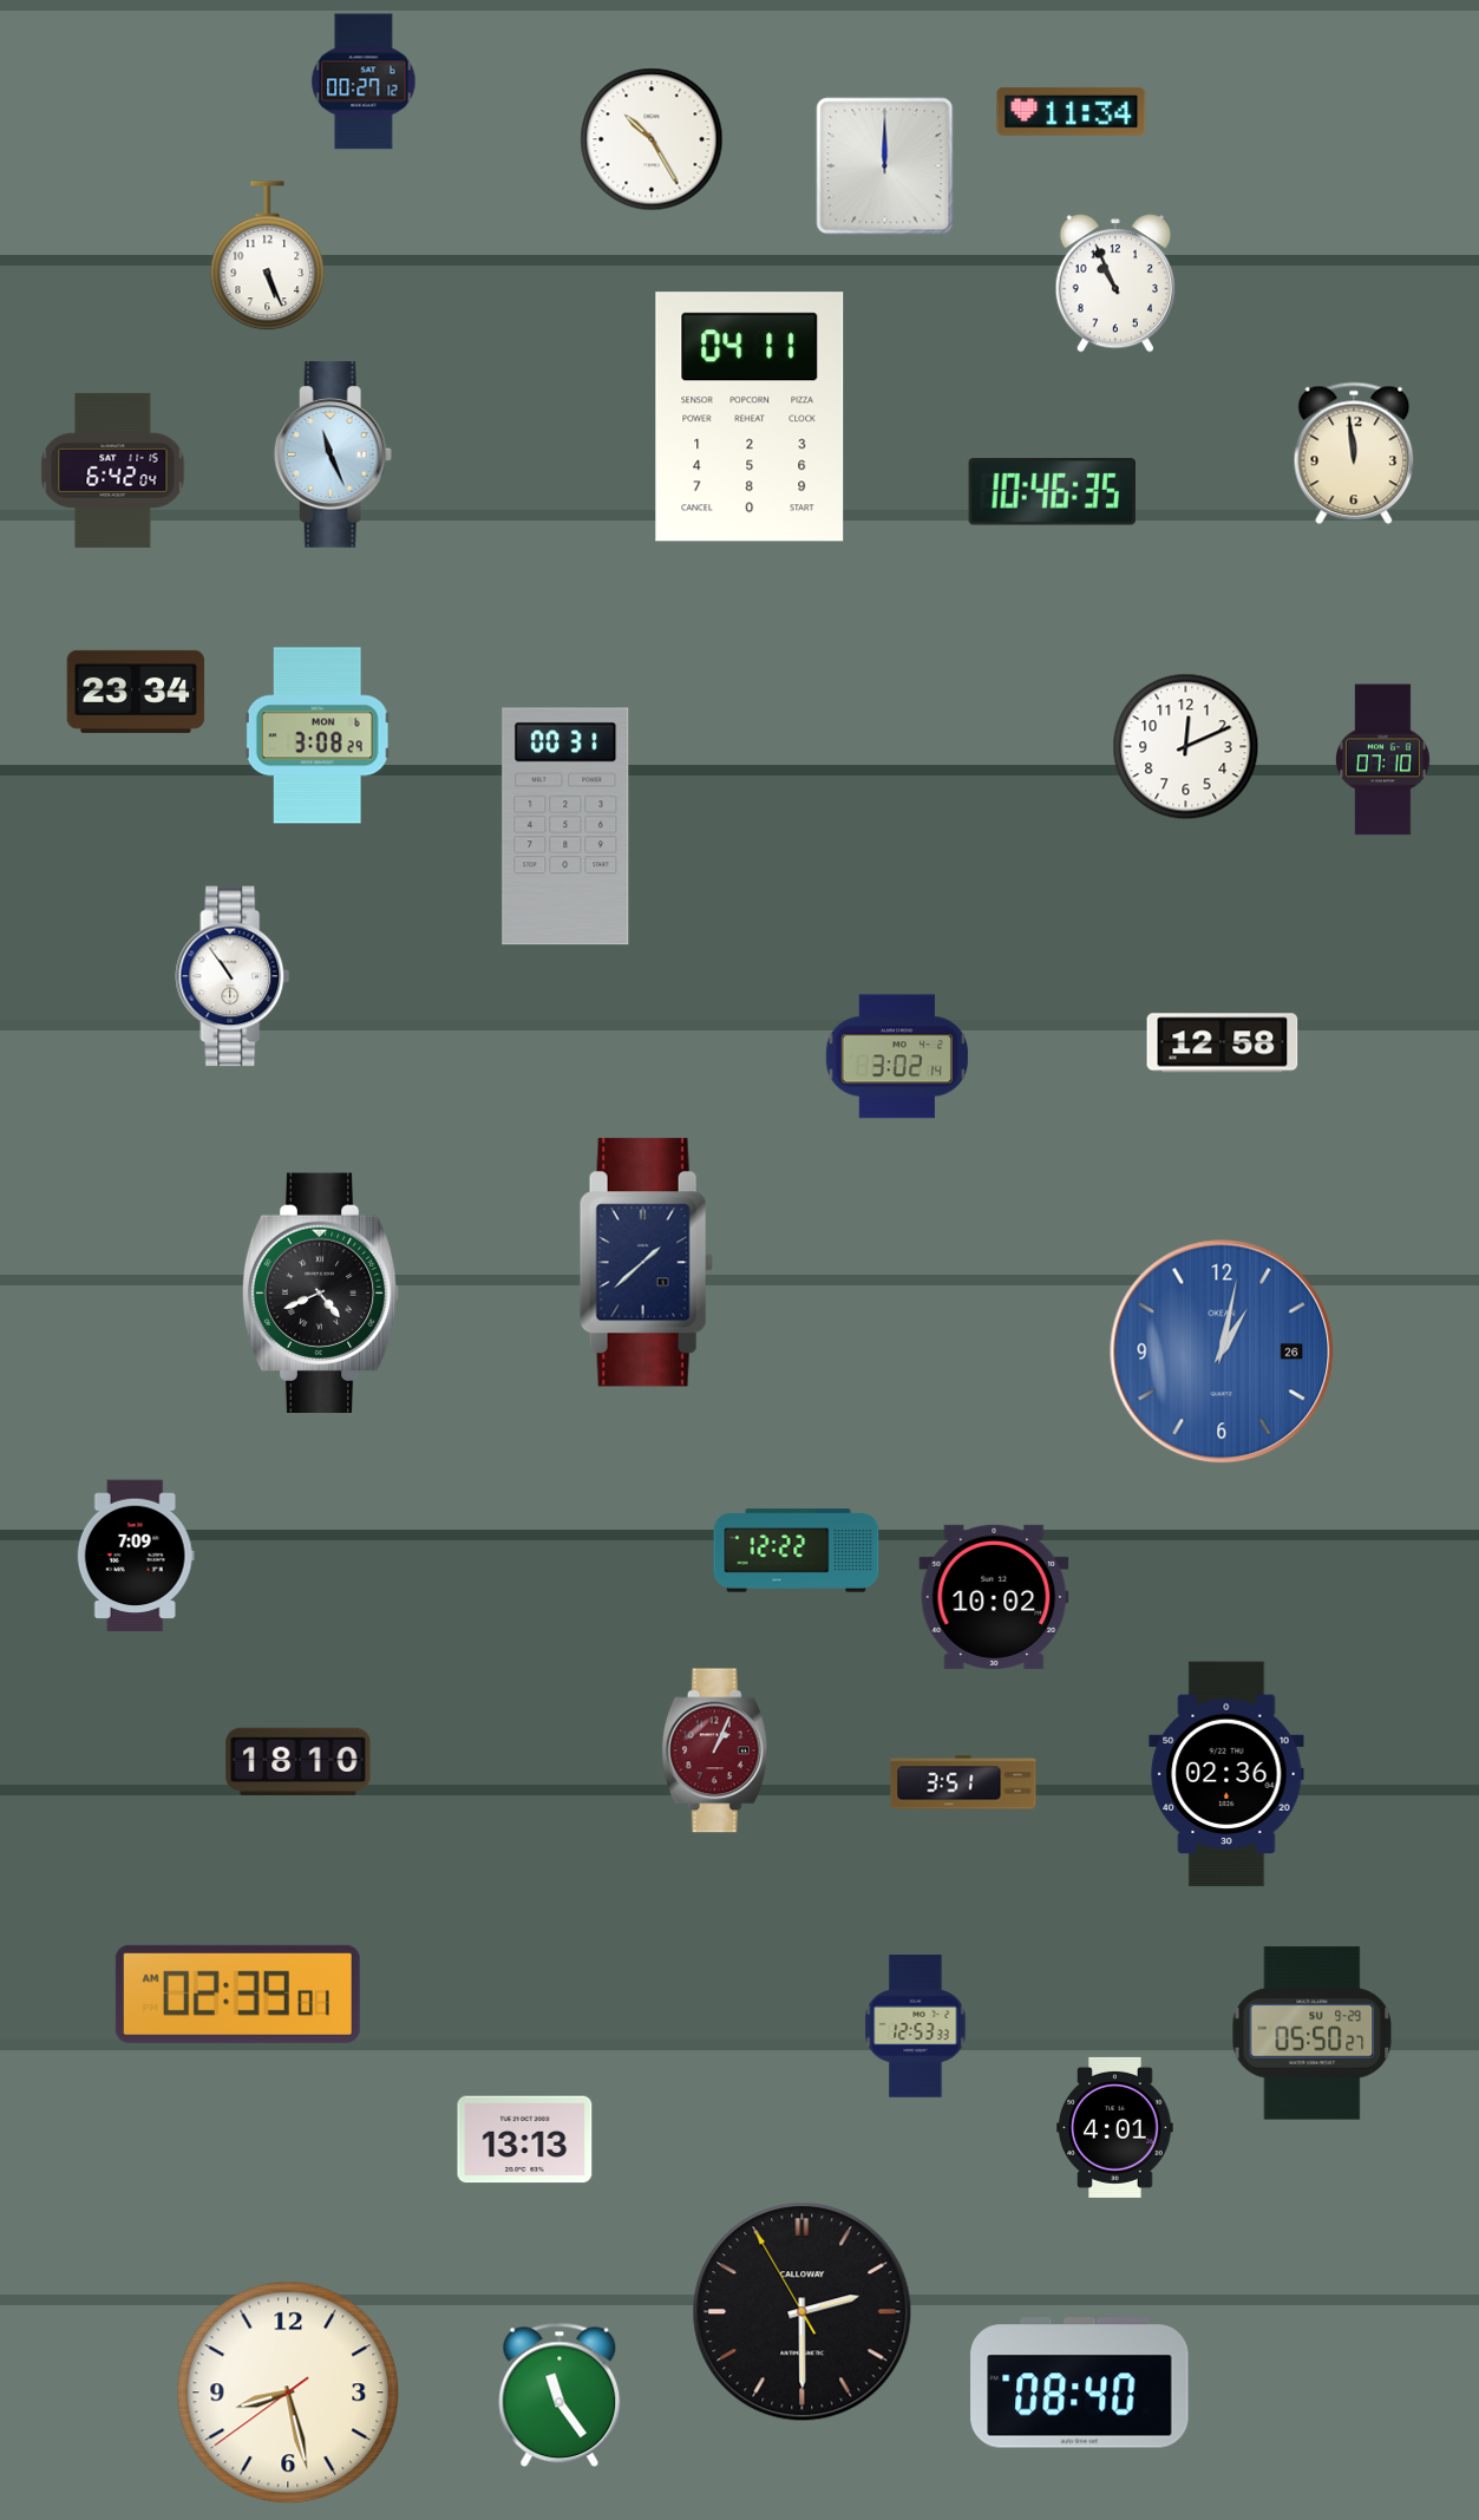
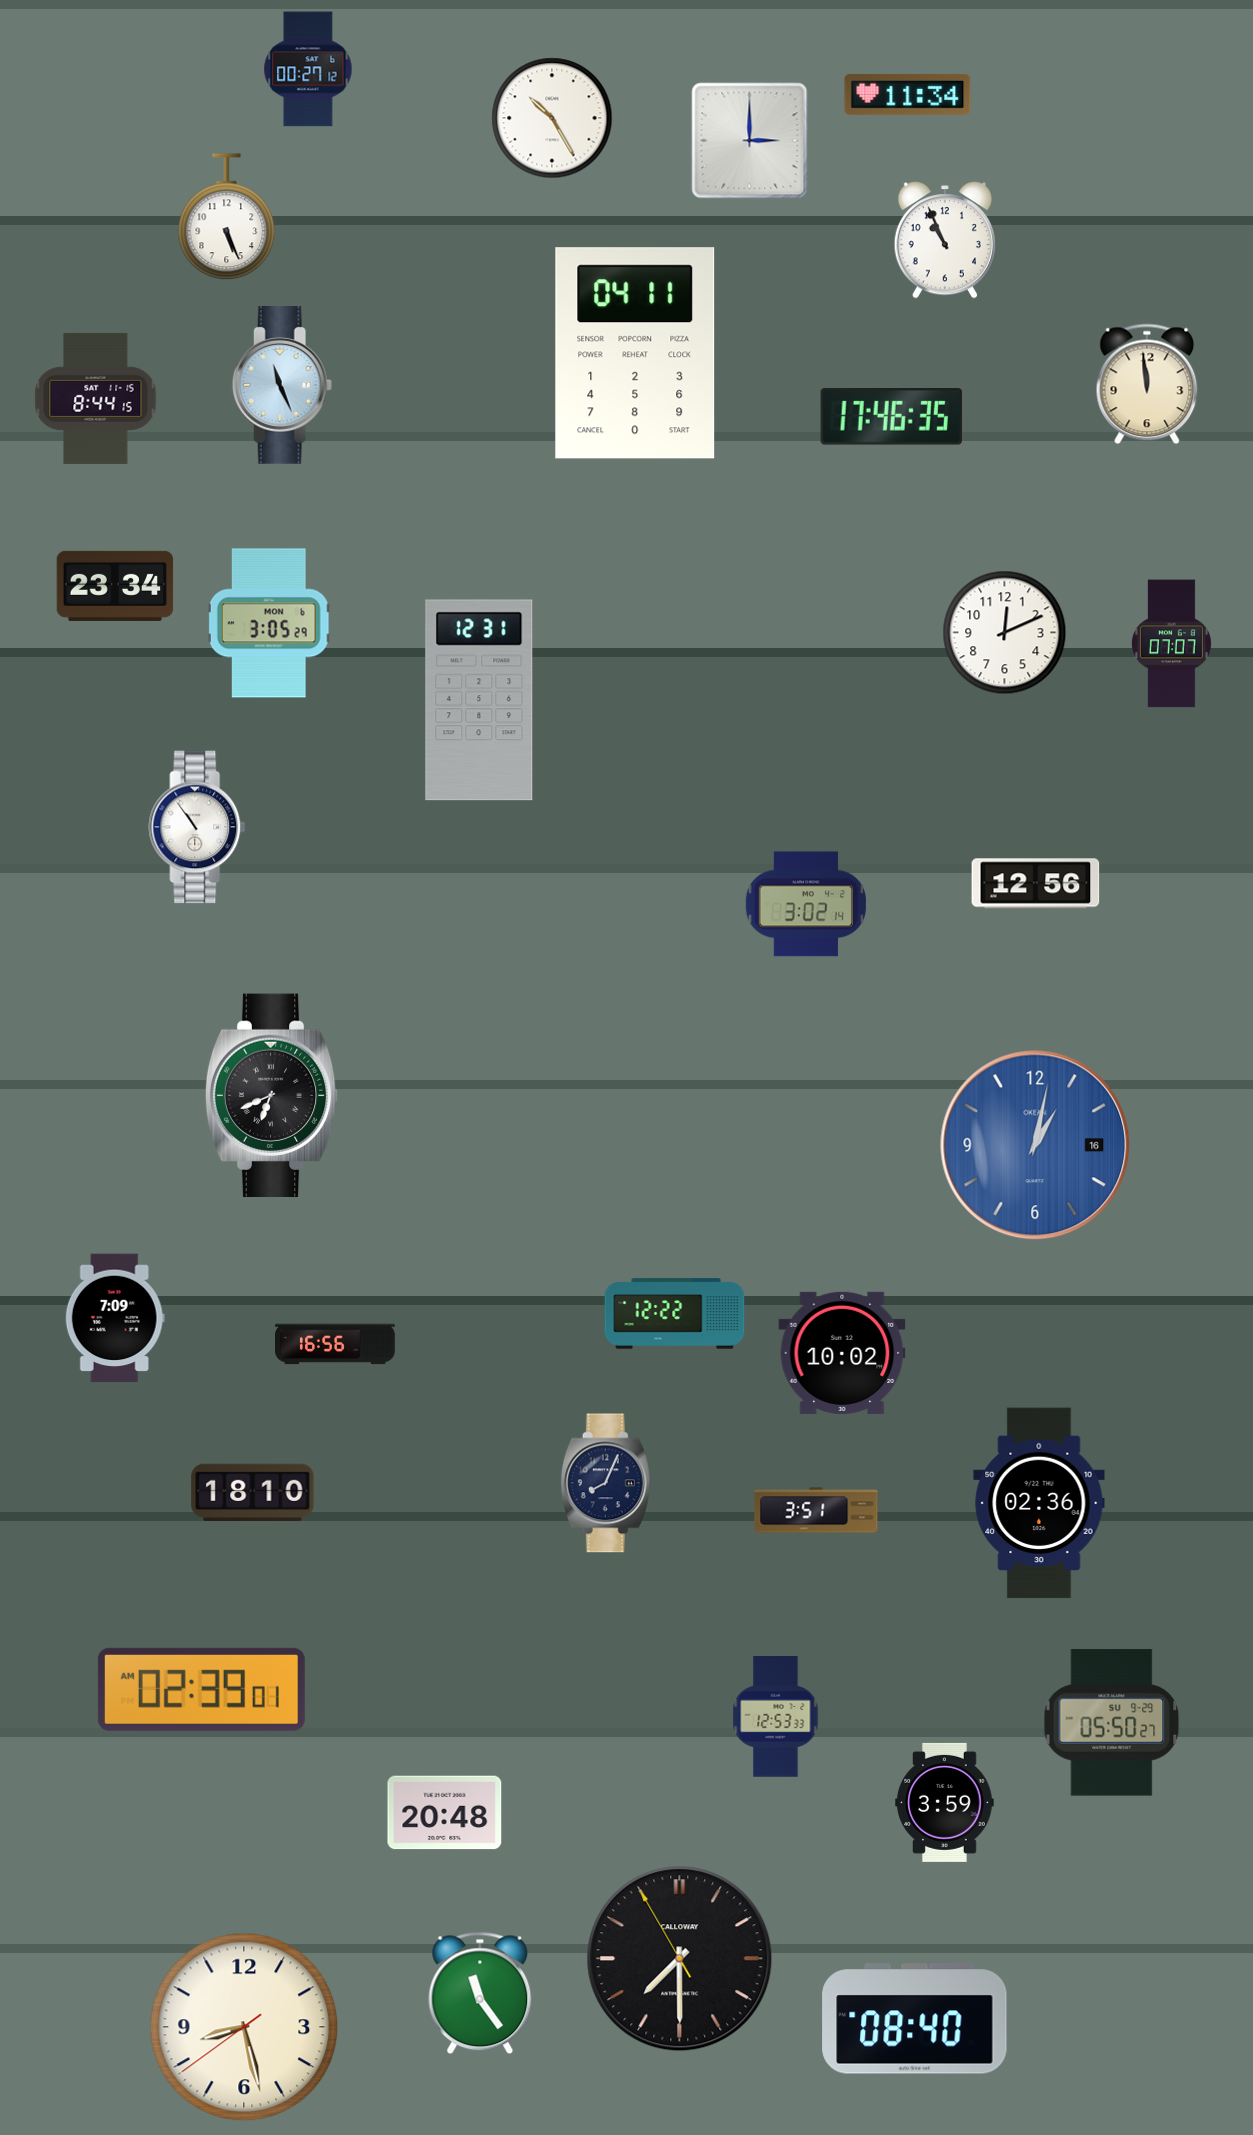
clock at (885, 166): 12:00 -> 3:00
clock at (113, 470): 6:42 -> 8:44
clock at (1052, 492): 10:46 -> 17:46
clock at (318, 735): 3:08 -> 3:05
clock at (1382, 760): 07:10 -> 07:07
clock at (565, 826): 00:31 -> 12:31
clock at (1223, 1043): 12:58 -> 12:56
clock at (897, 1056) position: (897, 1056) -> (806, 904)
clock at (646, 1263): 1:38 -> none
clock at (321, 1292): 4:41 -> 6:41
clock at (1222, 1351) date: 26 -> 16
clock at (336, 1344): none -> 16:56
clock at (715, 1750): 1:04 -> 8:04
clock at (715, 1750) dial: burgundy -> navy
clock at (1115, 2127): 4:01 -> 3:59
clock at (525, 2140): 13:13 -> 20:48
clock at (803, 2312): 2:29 -> 7:29
clock at (559, 2395) position: (559, 2395) -> (480, 1993)
